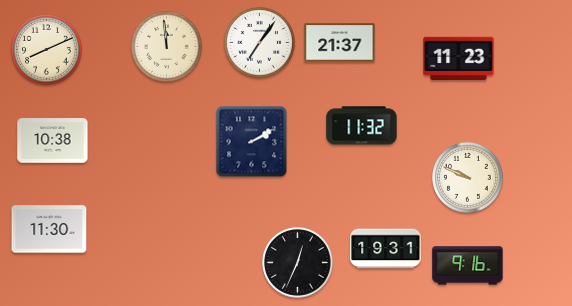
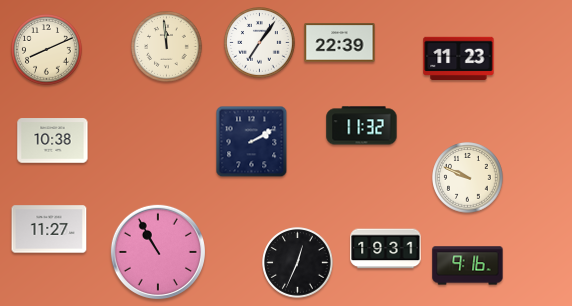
clock at (340, 43): 21:37 -> 22:39
clock at (49, 229): 11:30 -> 11:27
clock at (158, 252): none -> 10:55
